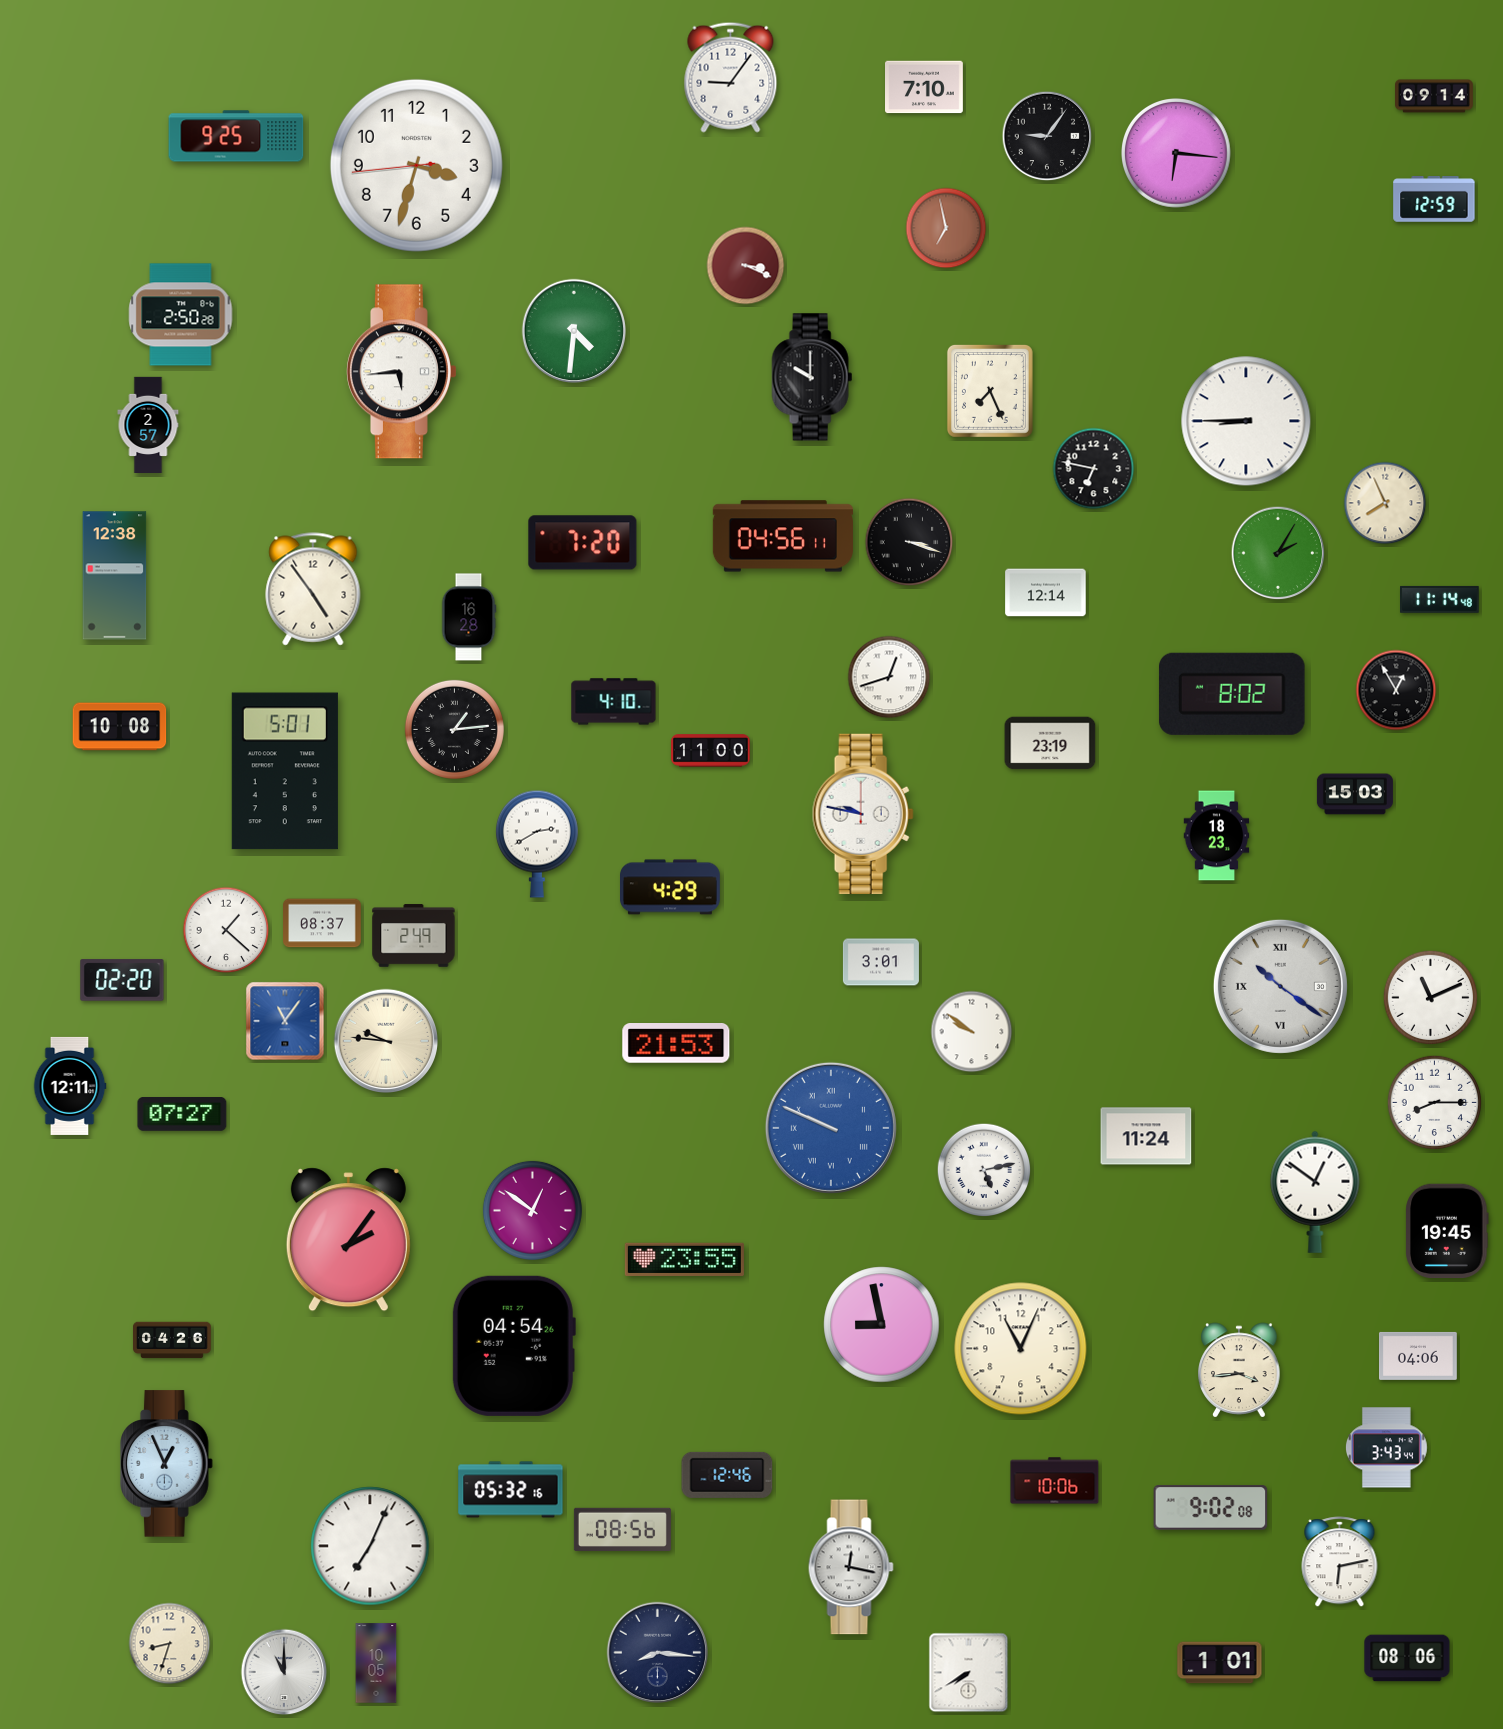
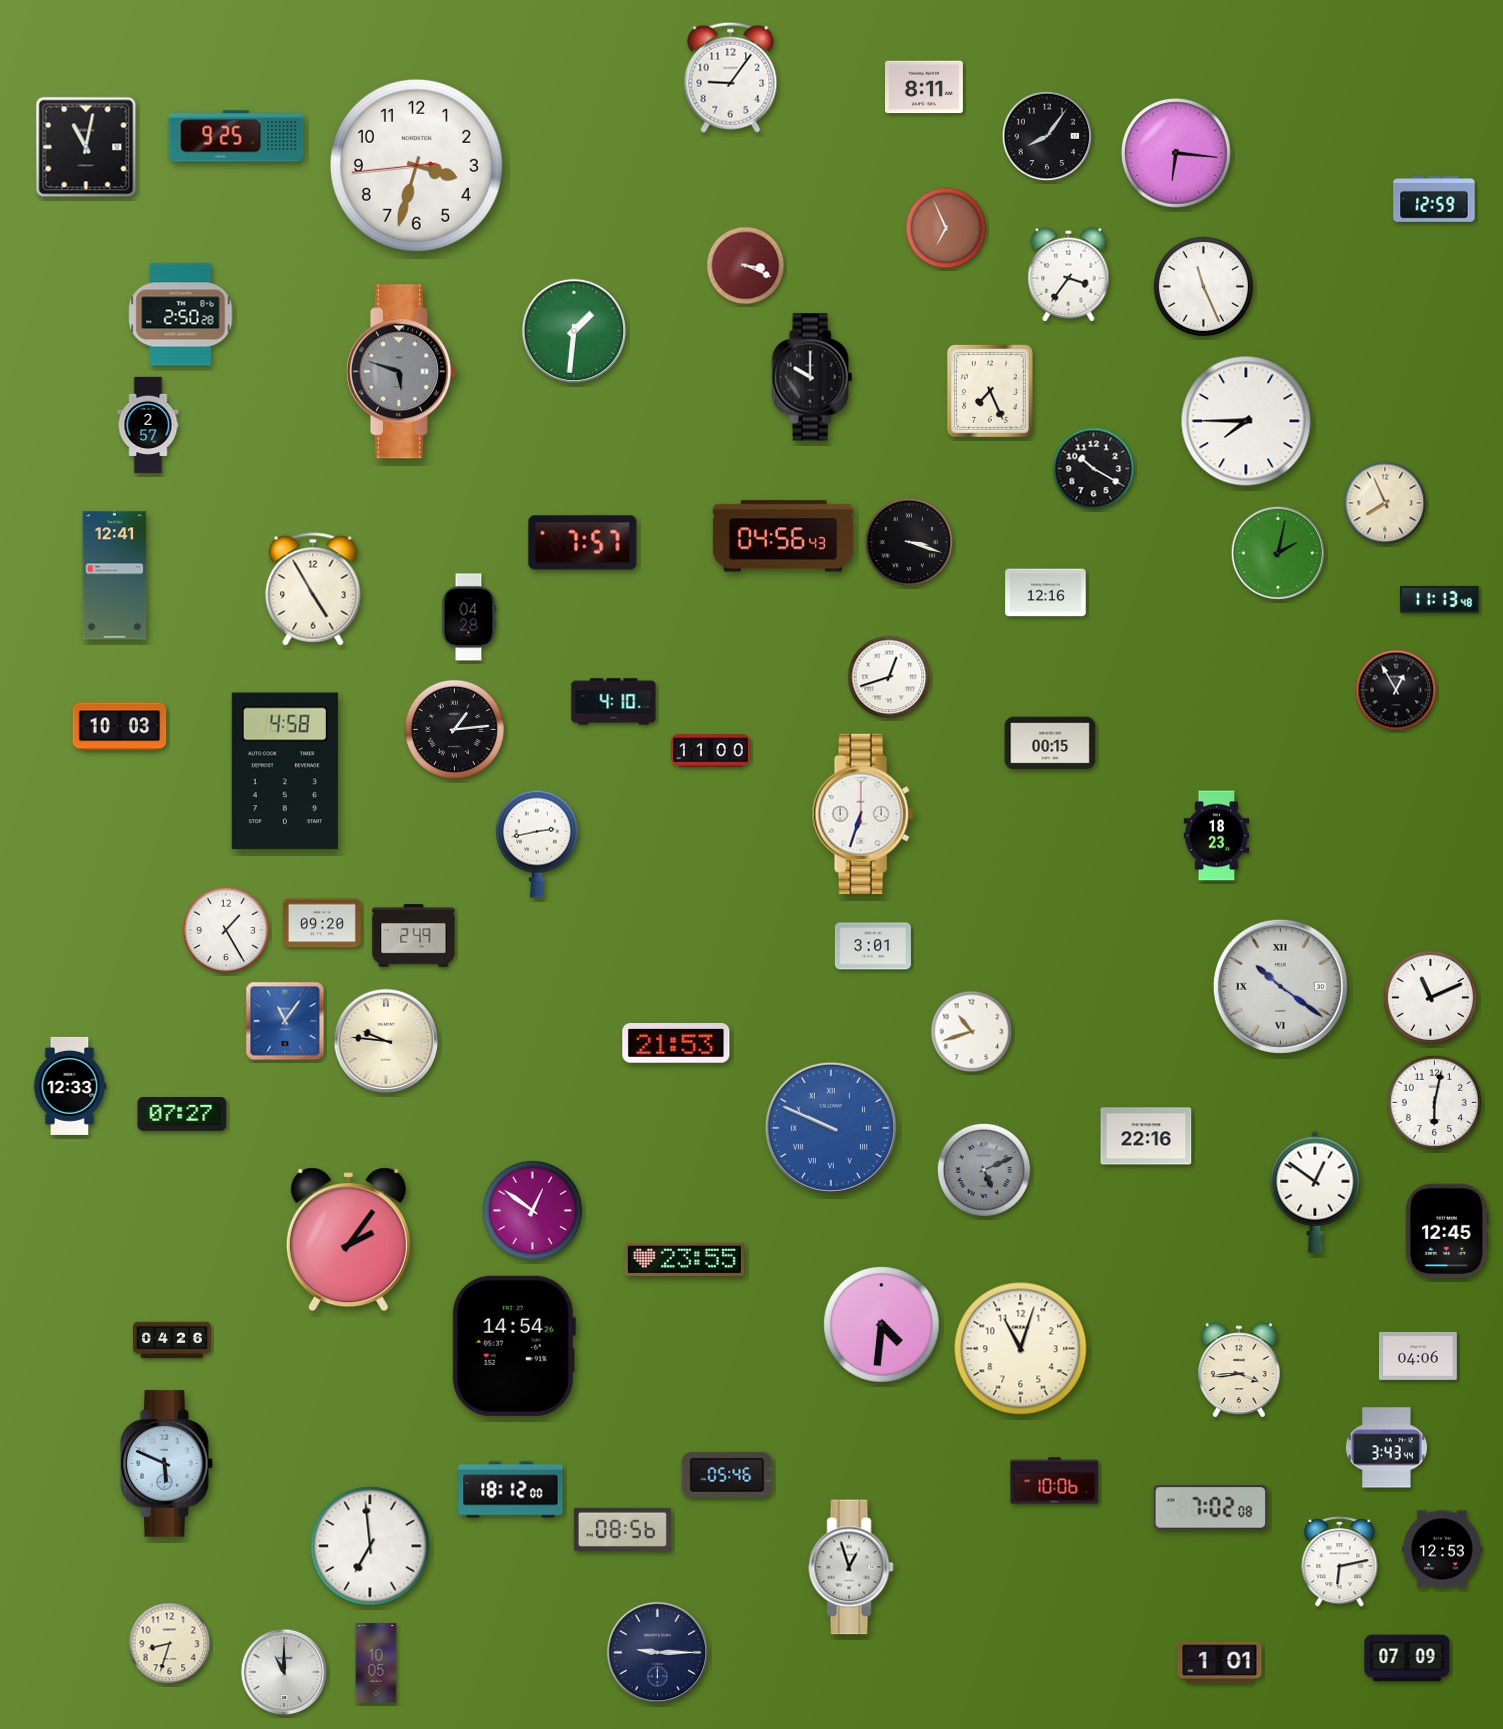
clock at (925, 87): 7:10 -> 8:11
clock at (1435, 96): 09:14 -> none
clock at (1047, 136): 9:06 -> 8:06
clock at (86, 147): none -> 11:02
clock at (946, 228): 6:58 -> 6:56
clock at (1069, 275): none -> 3:36
clock at (1203, 286): none -> 11:26
clock at (573, 330): 4:31 -> 1:31
clock at (401, 372): 5:44 -> 5:48
clock at (401, 372) dial: white -> grey
clock at (1246, 421): 8:45 -> 7:45
clock at (1094, 469): 6:47 -> 10:20
clock at (783, 536): 04:56:11 -> 04:56:43
clock at (583, 543): 7:20 -> 7:57
clock at (1278, 553): 2:05 -> 2:02
clock at (115, 576): 12:38 -> 12:41
clock at (313, 589): 4:54 -> 4:55
clock at (1046, 593): 12:14 -> 12:16
clock at (1440, 599): 11:14 -> 11:13
clock at (469, 617): 16:28 -> 04:28
clock at (1232, 694): 8:02 -> none
clock at (120, 727): 10:08 -> 10:03
clock at (1050, 743): 23:19 -> 00:15
clock at (285, 771): 5:01 -> 4:58
clock at (1355, 794): 15:03 -> none
clock at (863, 814): 9:47 -> 6:33
clock at (537, 844): 2:40 -> 2:43
clock at (671, 887): 4:29 -> none
clock at (323, 923): 08:37 -> 09:20
clock at (226, 930): 1:22 -> 1:25
clock at (881, 962) position: (881, 962) -> (873, 946)
clock at (122, 980): 02:20 -> none
clock at (972, 1032): 9:51 -> 10:42
clock at (70, 1086): 12:11 -> 12:33
clock at (1434, 1102): 8:15 -> 6:02
clock at (1146, 1136): 11:24 -> 22:16
clock at (984, 1170): 5:13 -> 5:11
clock at (984, 1170) dial: white -> grey
clock at (1447, 1231): 19:45 -> 12:45
clock at (882, 1325): 8:58 -> 4:31
clock at (514, 1346): 04:54 -> 14:54
clock at (1021, 1349): 11:04 -> 11:03
clock at (167, 1464): 12:56 -> 5:49
clock at (727, 1475): 12:46 -> 05:46
clock at (511, 1490): 05:32 -> 18:12
clock at (1211, 1508): 9:02 -> 7:02
clock at (370, 1546): 7:04 -> 6:59
clock at (1442, 1549): none -> 12:53
clock at (851, 1567): 12:17 -> 12:57
clock at (658, 1653): 8:16 -> 9:15
clock at (1407, 1658): 08:06 -> 07:09
clock at (969, 1673): 7:40 -> none
